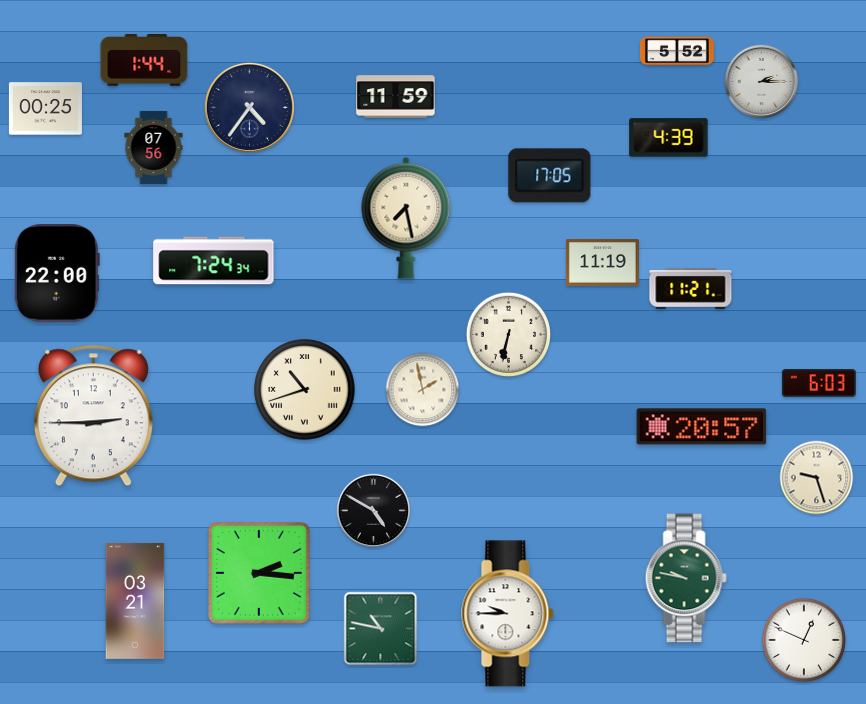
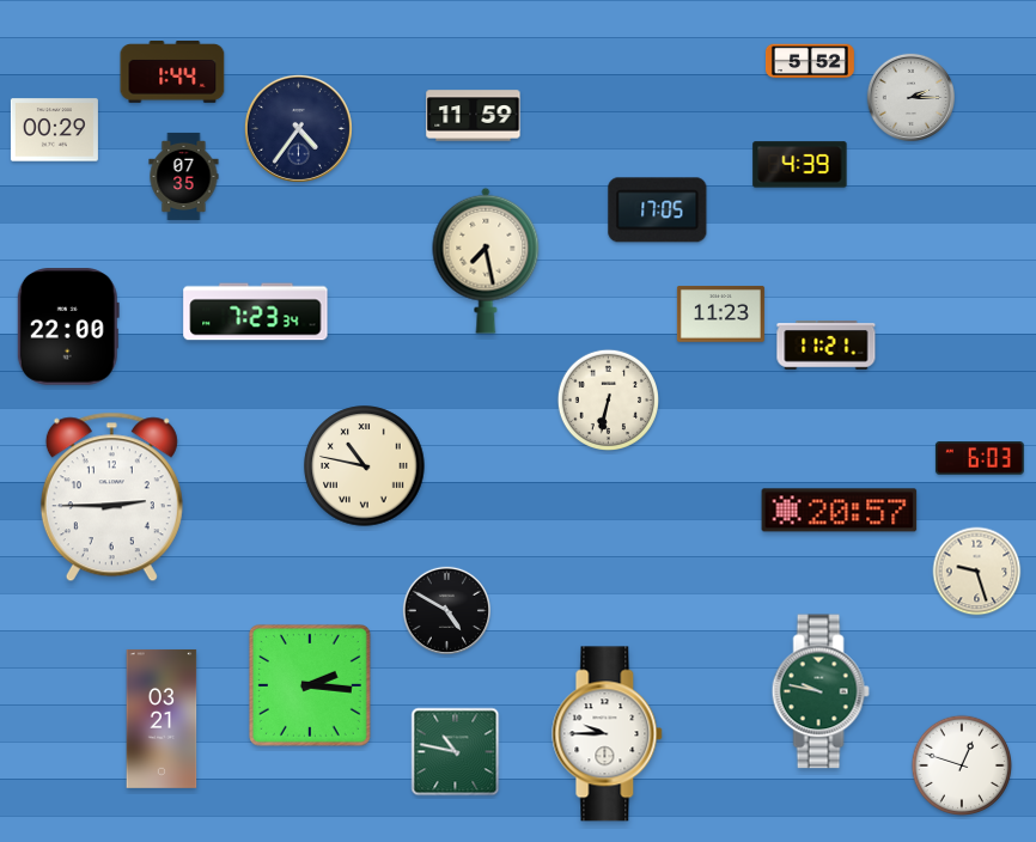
clock at (45, 109): 00:25 -> 00:29
clock at (154, 147): 07:56 -> 07:35
clock at (214, 261): 7:24 -> 7:23
clock at (602, 263): 11:19 -> 11:23
clock at (305, 390): 10:42 -> 10:47
clock at (423, 390): 1:58 -> none
clock at (803, 639): 12:49 -> 12:48
